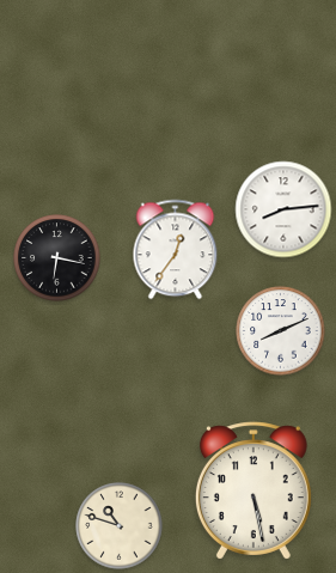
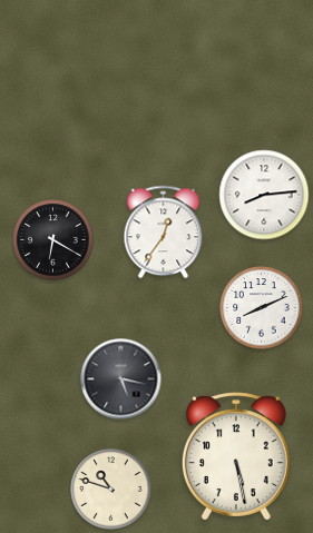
clock at (57, 258): 6:17 -> 6:20
clock at (121, 379): none -> 5:17
